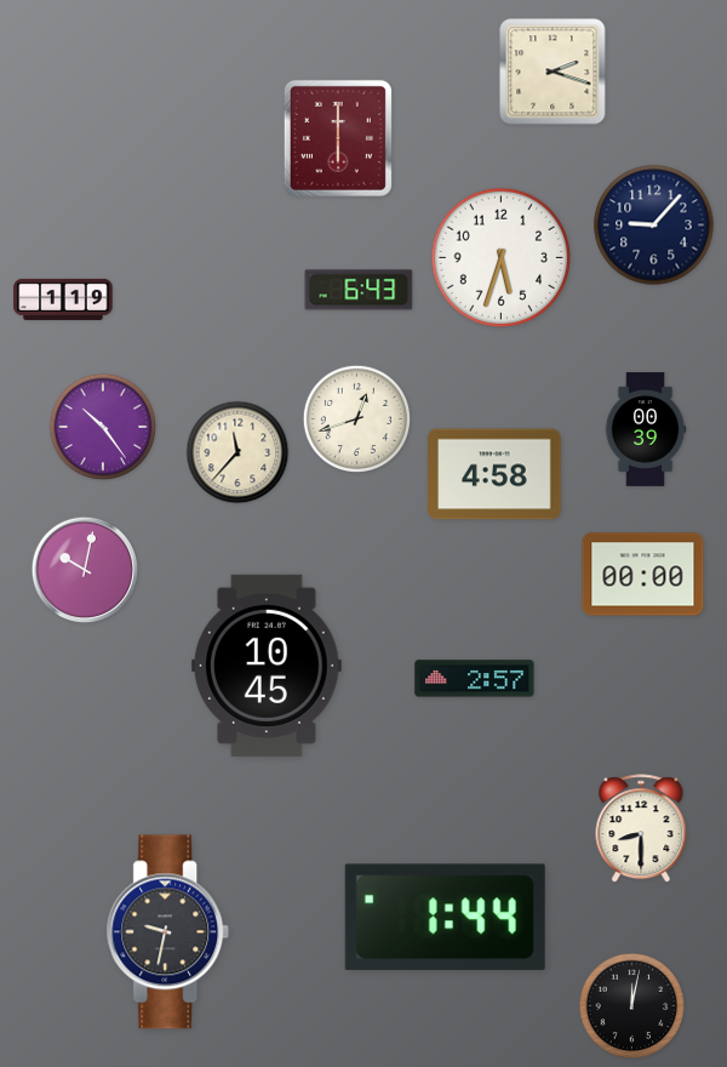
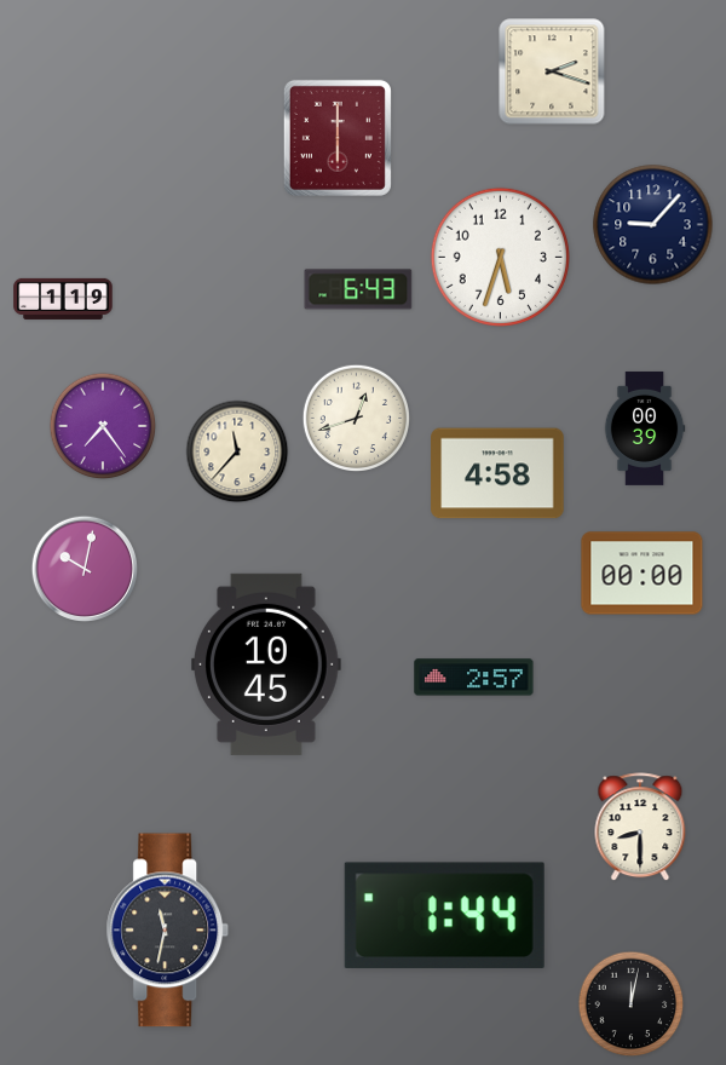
clock at (103, 427): 10:24 -> 7:24
clock at (494, 474) position: (494, 474) -> (497, 473)
clock at (168, 932): 9:32 -> 11:32
